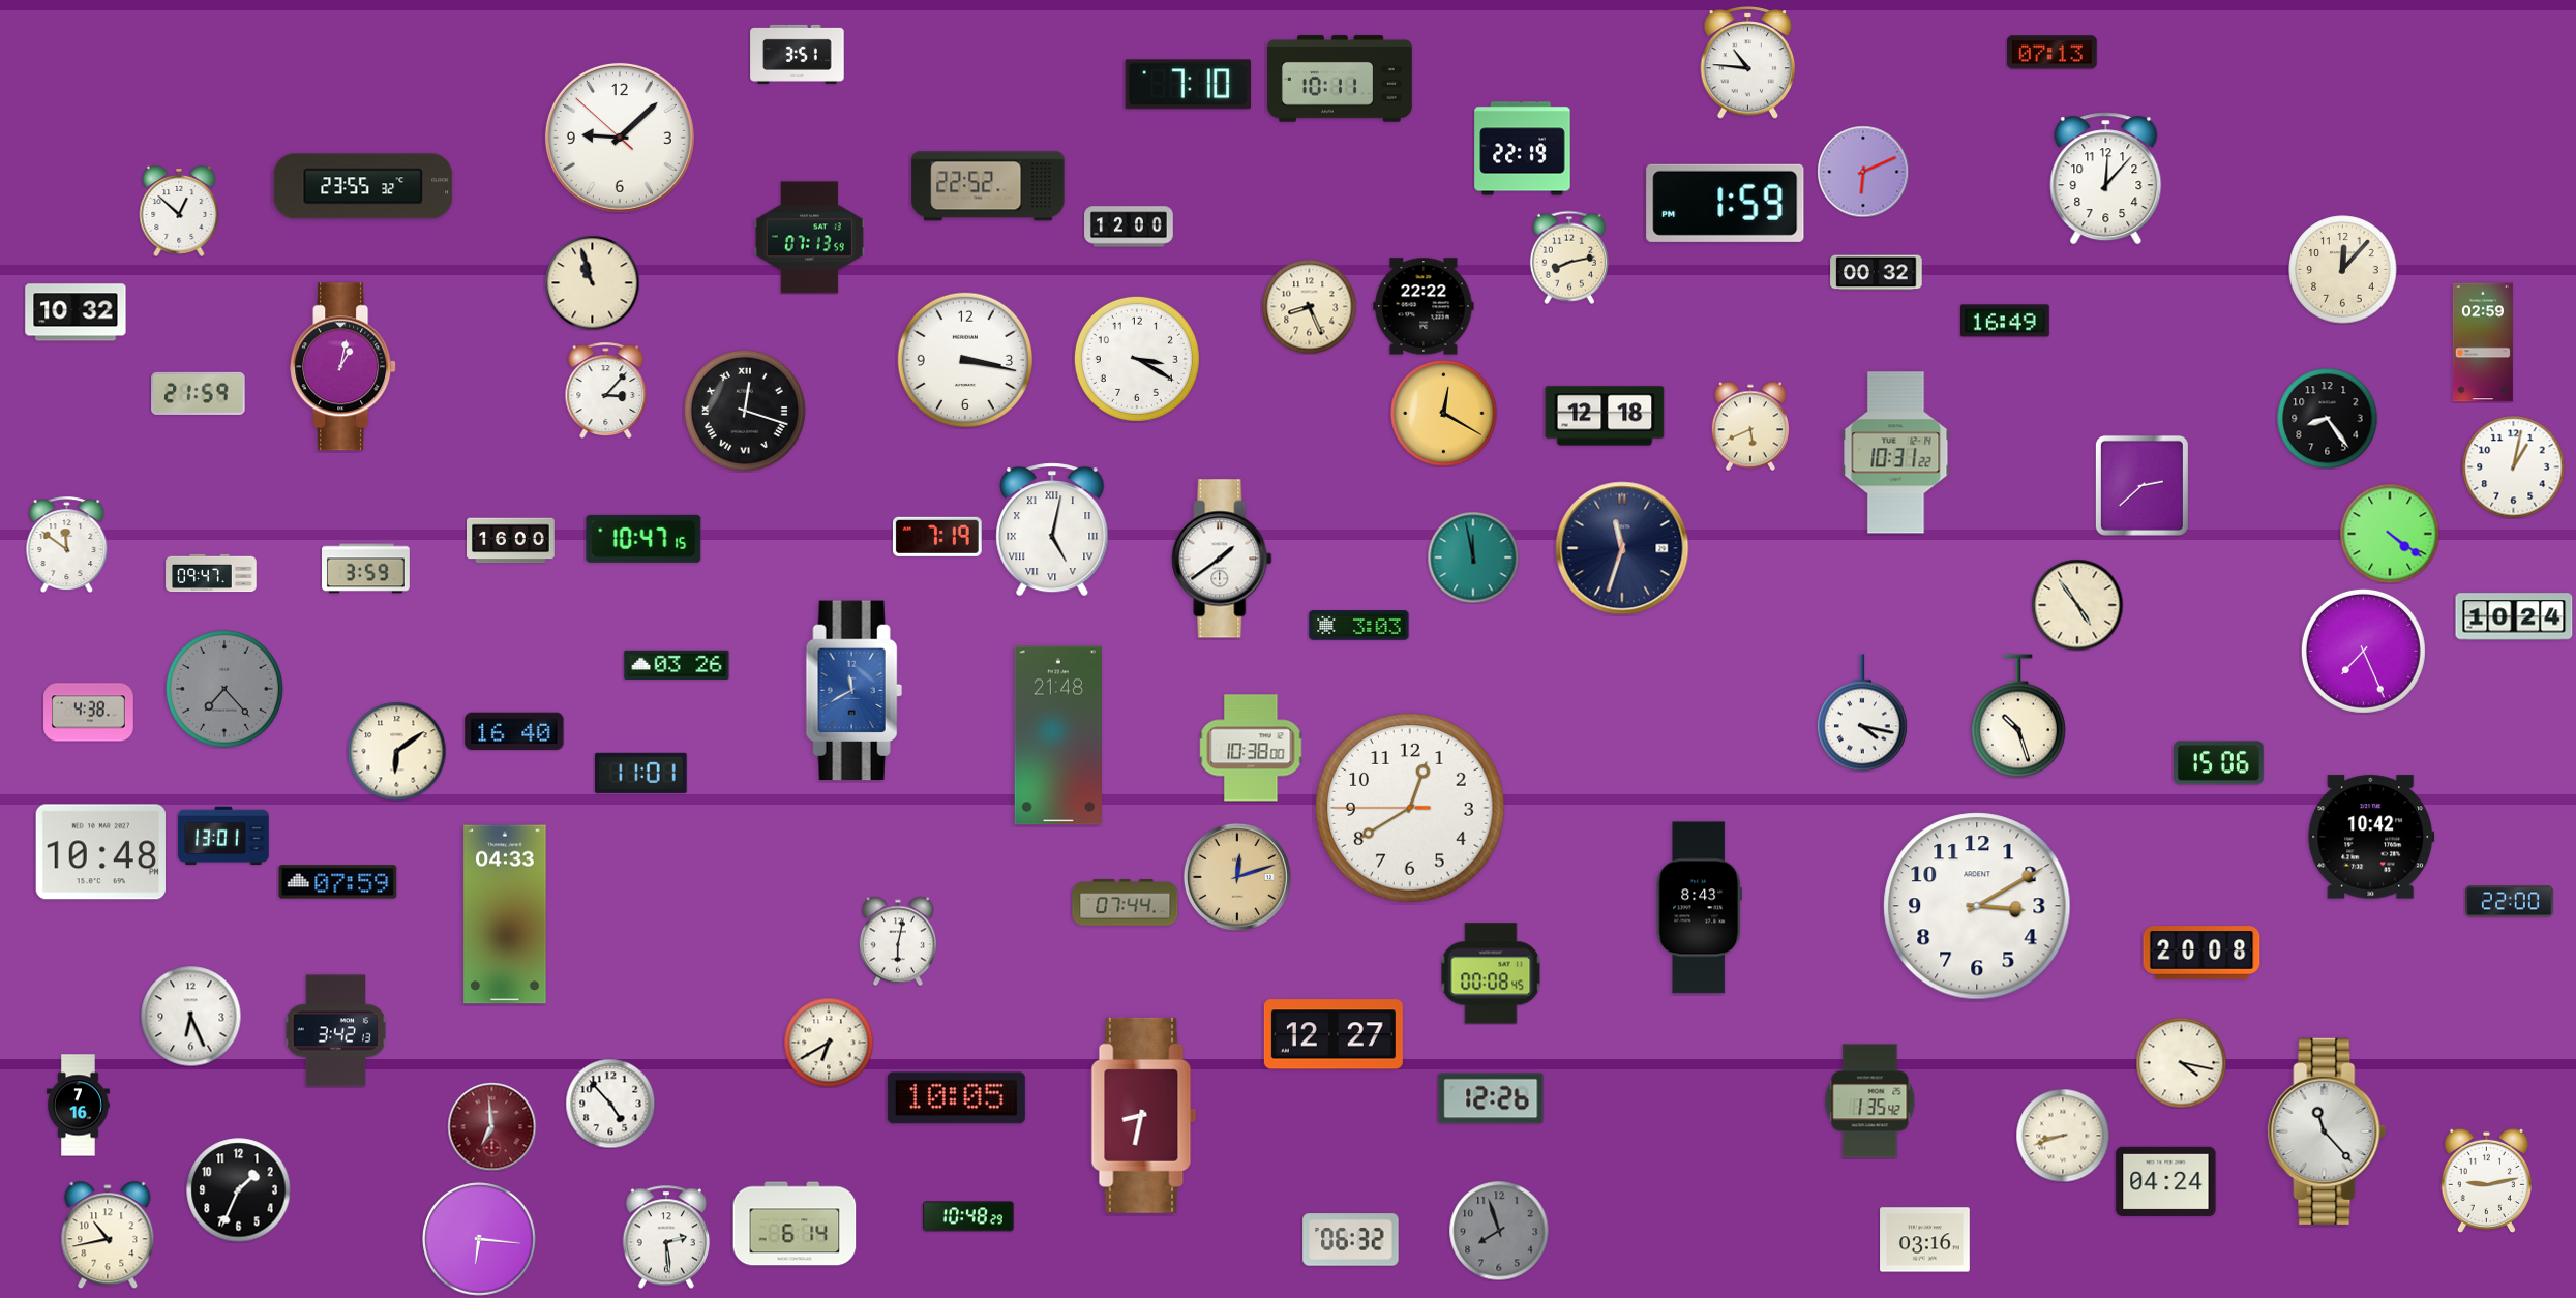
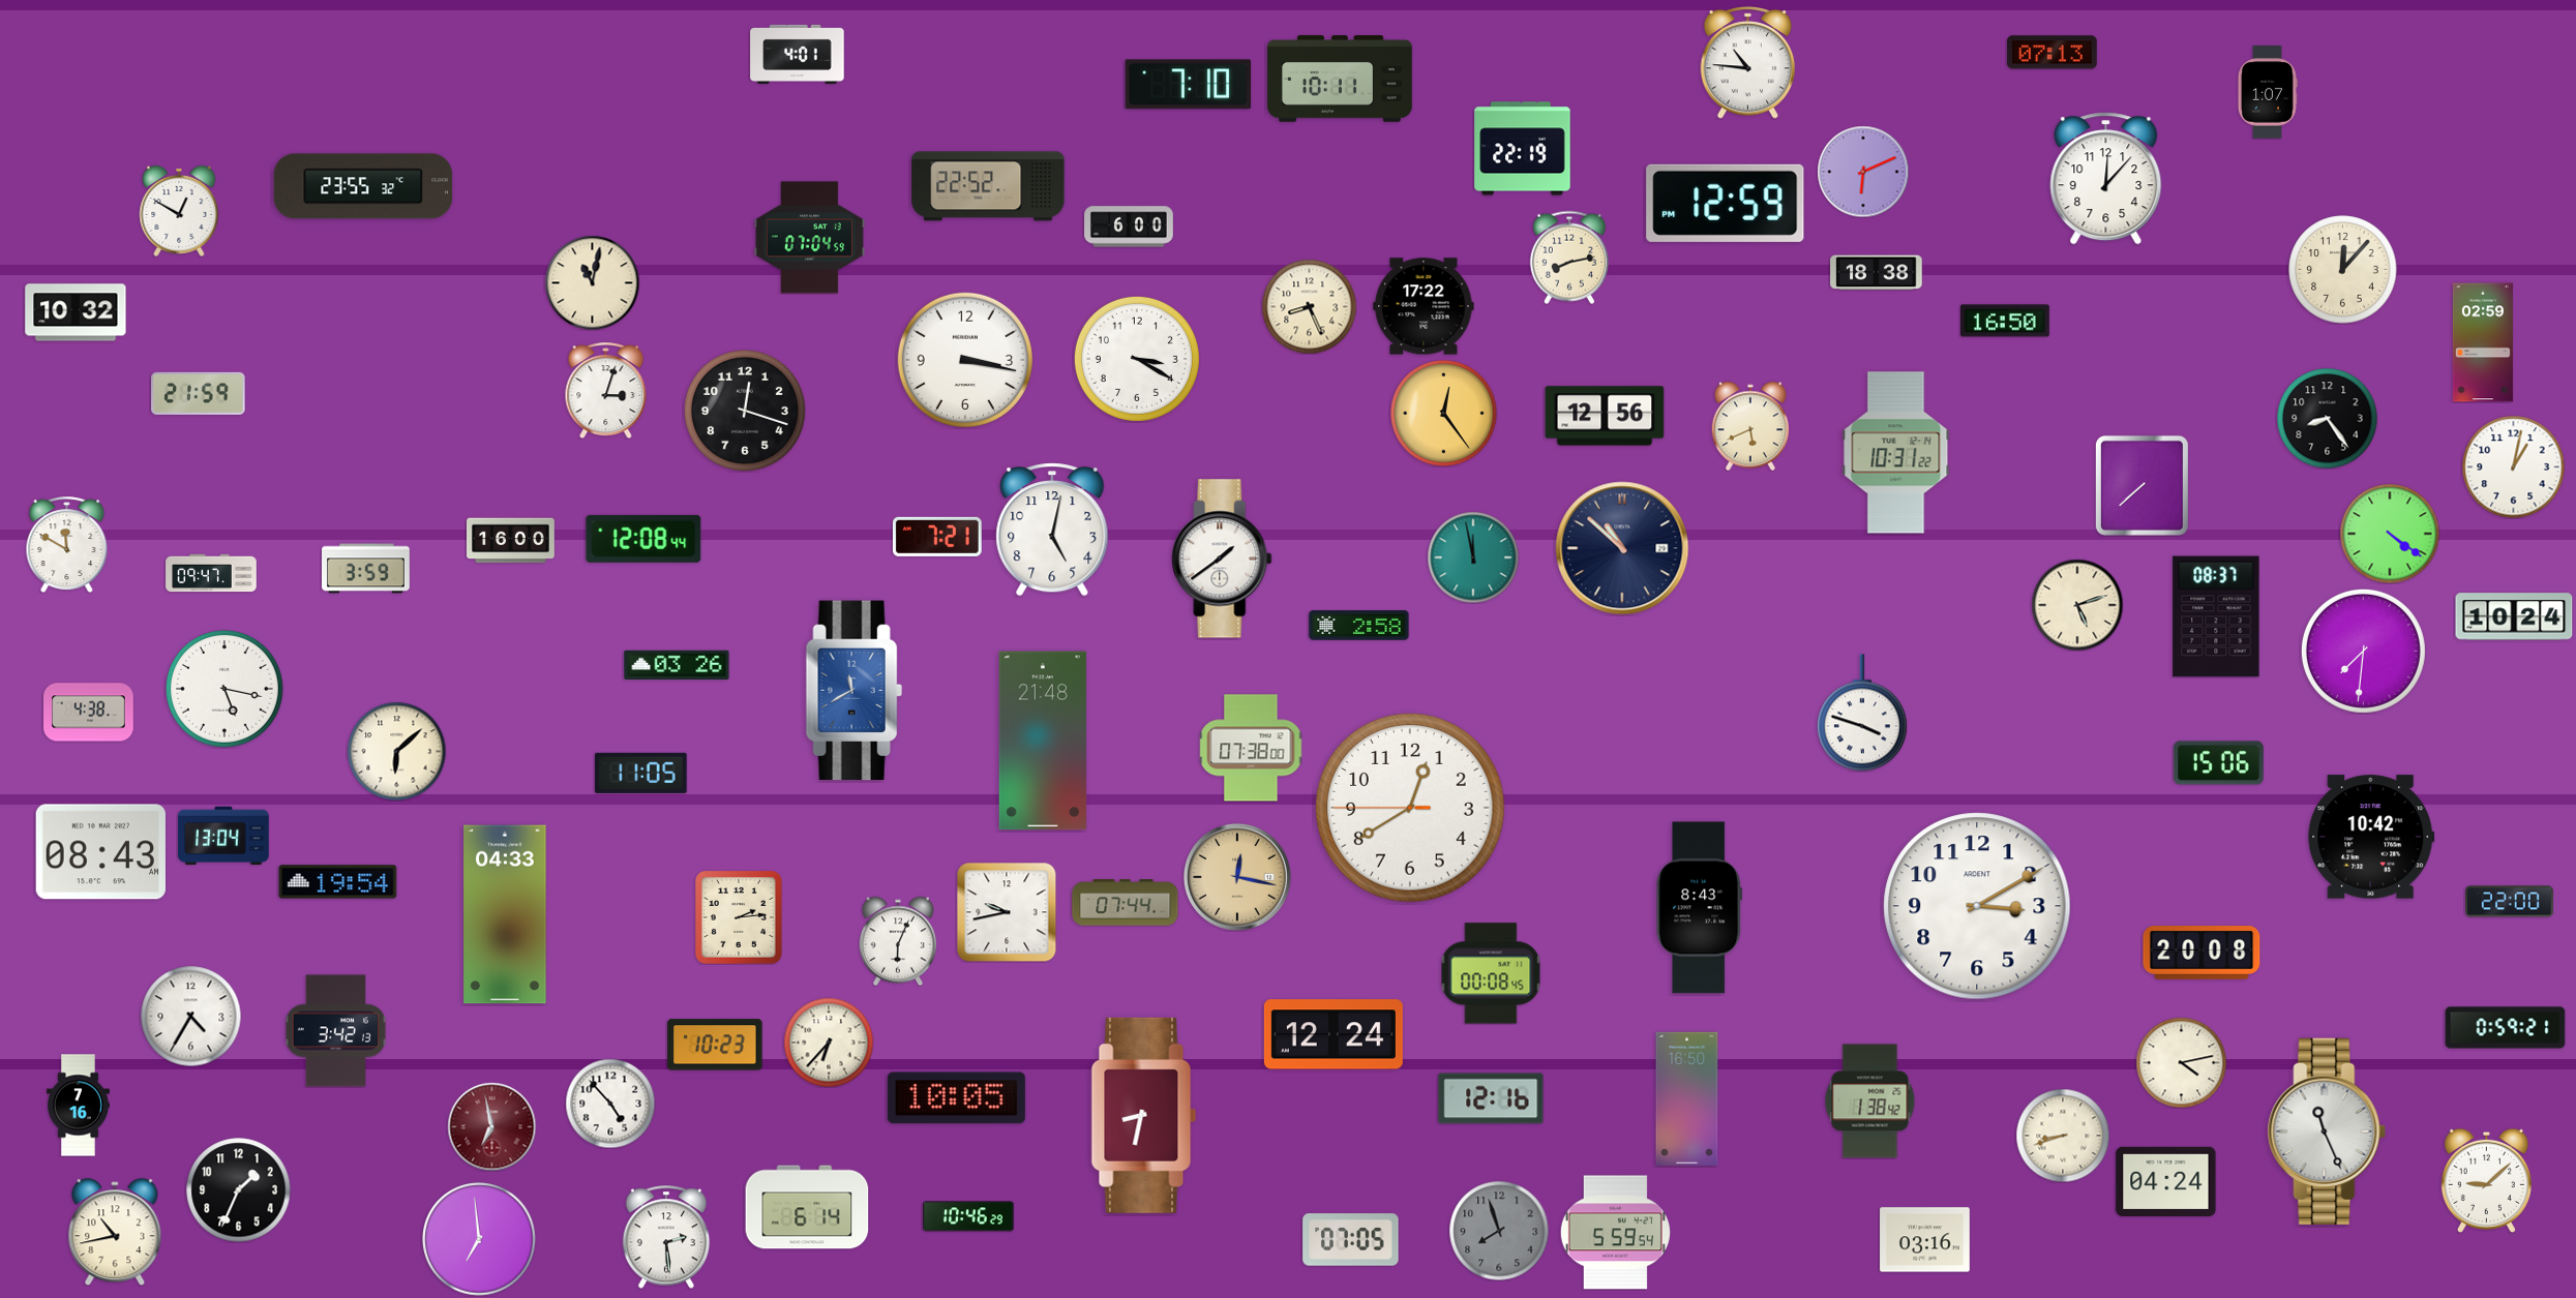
clock at (798, 54): 3:51 -> 4:01
clock at (2268, 92): none -> 1:07
clock at (620, 138): 9:07 -> none
clock at (1726, 203): 1:59 -> 12:59
clock at (179, 211): 12:52 -> 12:50
clock at (1129, 227): 12:00 -> 6:00
clock at (809, 238): 07:13 -> 07:04
clock at (1877, 273): 00:32 -> 18:38
clock at (592, 282): 10:57 -> 11:02
clock at (1424, 306): 22:22 -> 17:22
clock at (2006, 321): 16:49 -> 16:50
clock at (343, 367): 1:02 -> none
clock at (606, 390): 3:07 -> 3:03
clock at (745, 411) numerals: Roman -> Arabic
clock at (1444, 414): 12:20 -> 12:24
clock at (1605, 416): 12:18 -> 12:56
clock at (2141, 485): 2:38 -> 7:38
clock at (1052, 530) numerals: Roman -> Arabic
clock at (937, 537): 7:19 -> 7:21
clock at (643, 539): 10:47 -> 12:08
clock at (67, 544): 11:51 -> 11:50
clock at (1622, 548): 11:33 -> 10:52
clock at (2077, 605): 4:54 -> 5:12
clock at (2216, 616): none -> 08:37
clock at (1359, 626): 3:03 -> 2:58
clock at (2363, 651): 7:26 -> 7:31
clock at (224, 689): 7:23 -> 5:17
clock at (224, 689) dial: grey -> white
clock at (1862, 713): 4:17 -> 3:48
clock at (2018, 716): 10:27 -> none
clock at (514, 731): 16:40 -> none
clock at (1057, 735) position: (1057, 735) -> (1042, 741)
clock at (1251, 748): 10:38 -> 07:38
clock at (396, 751): 6:09 -> 6:08
clock at (641, 773): 11:01 -> 11:05
clock at (223, 836): 13:01 -> 13:04
clock at (100, 852): 10:48 -> 08:43
clock at (1237, 877): 12:12 -> 12:17
clock at (338, 882): 07:59 -> 19:54
clock at (1007, 912): none -> 9:43
clock at (739, 917): none -> 2:14
clock at (897, 941): 6:02 -> 6:04
clock at (190, 1016): 6:26 -> 4:35
clock at (2506, 1028): none -> 0:59
clock at (1334, 1034): 12:27 -> 12:24
clock at (829, 1043): 6:40 -> 6:37
clock at (715, 1045): none -> 10:23
clock at (2181, 1062): 4:17 -> 4:13
clock at (1491, 1098): 12:26 -> 12:16
clock at (1687, 1098): none -> 16:50
clock at (1870, 1101): 1:35 -> 1:38
clock at (491, 1126): 6:59 -> 6:58
clock at (2327, 1131): 11:23 -> 11:26
clock at (2486, 1180): 9:13 -> 9:08
clock at (968, 1216): 10:48 -> 10:46
clock at (795, 1224) position: (795, 1224) -> (807, 1207)
clock at (1615, 1233): none -> 5:59
clock at (108, 1235) position: (108, 1235) -> (115, 1232)
clock at (479, 1239): 6:16 -> 6:59
clock at (1351, 1240): 06:32 -> 07:05
